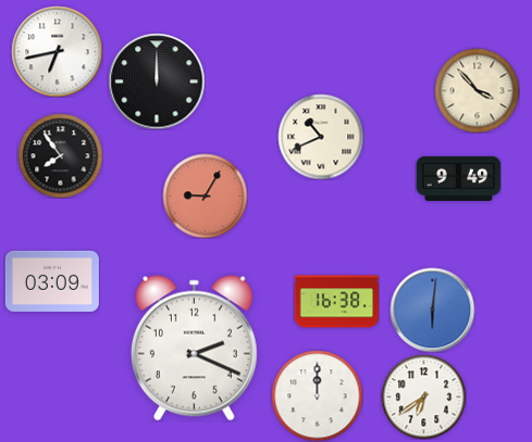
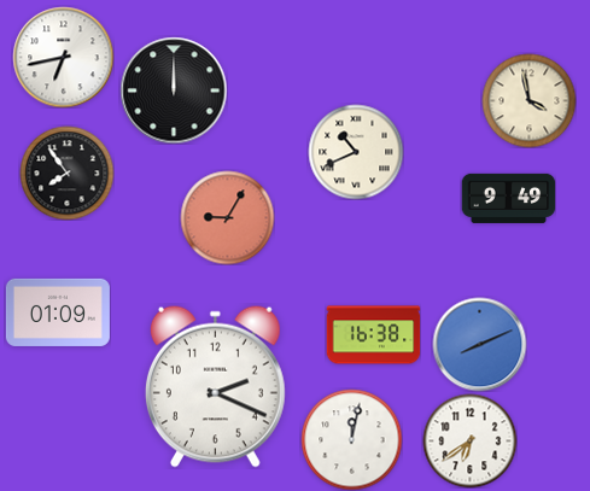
clock at (477, 90): 3:53 -> 3:58
clock at (52, 281): 03:09 -> 01:09
clock at (432, 310): 6:01 -> 8:11
clock at (317, 395): 12:00 -> 12:02
